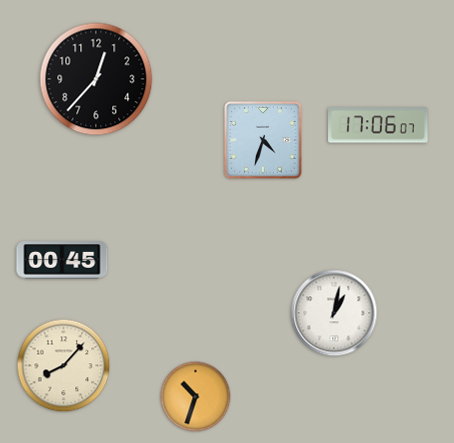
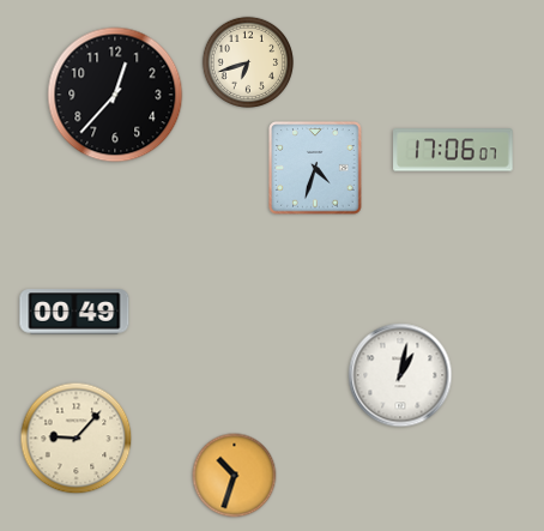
clock at (247, 61): none -> 6:42
clock at (62, 260): 00:45 -> 00:49
clock at (64, 366): 8:07 -> 9:07
